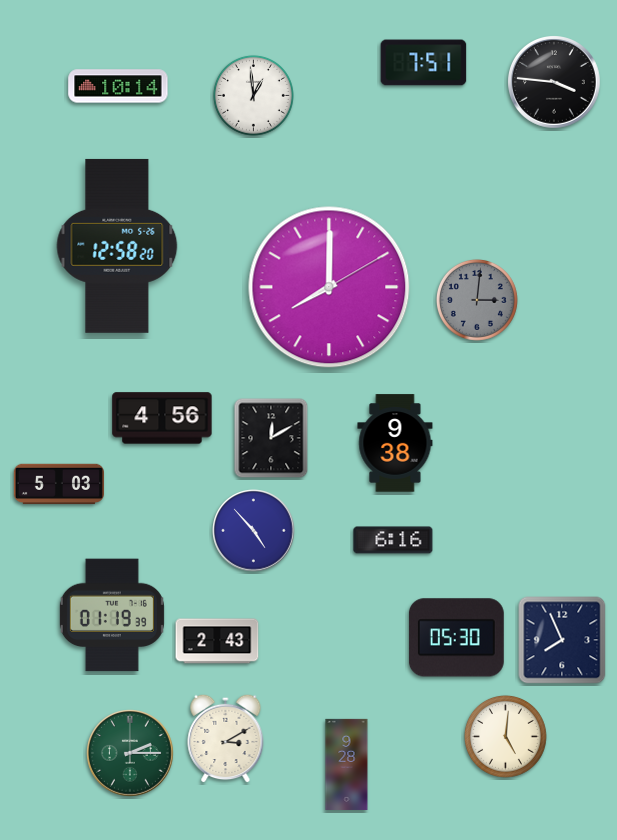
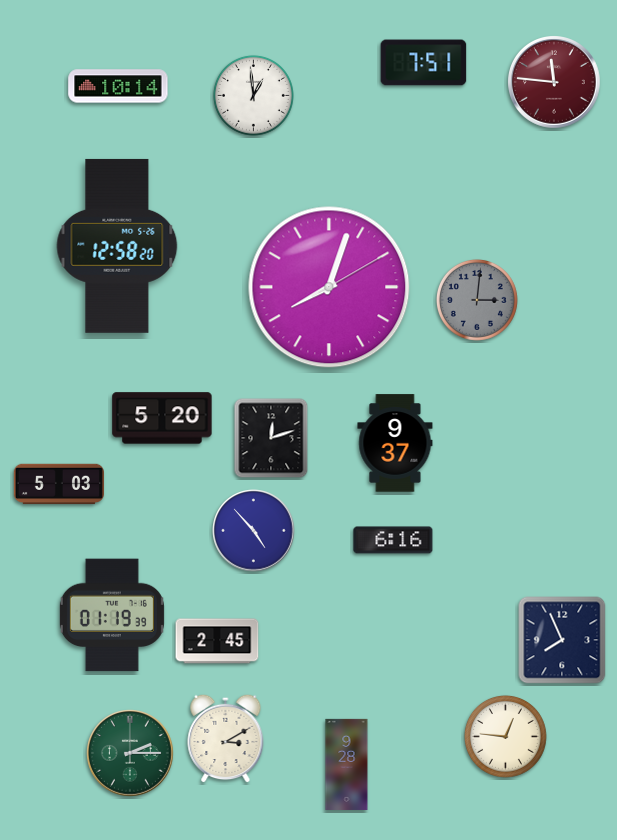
clock at (555, 83): 3:46 -> 11:46
clock at (555, 83) dial: black -> burgundy
clock at (329, 287): 8:00 -> 8:03
clock at (162, 418): 4:56 -> 5:20
clock at (271, 438): 12:10 -> 12:12
clock at (395, 443): 9:38 -> 9:37
clock at (456, 638): 05:30 -> none
clock at (217, 641): 2:43 -> 2:45
clock at (505, 736): 5:01 -> 12:46
